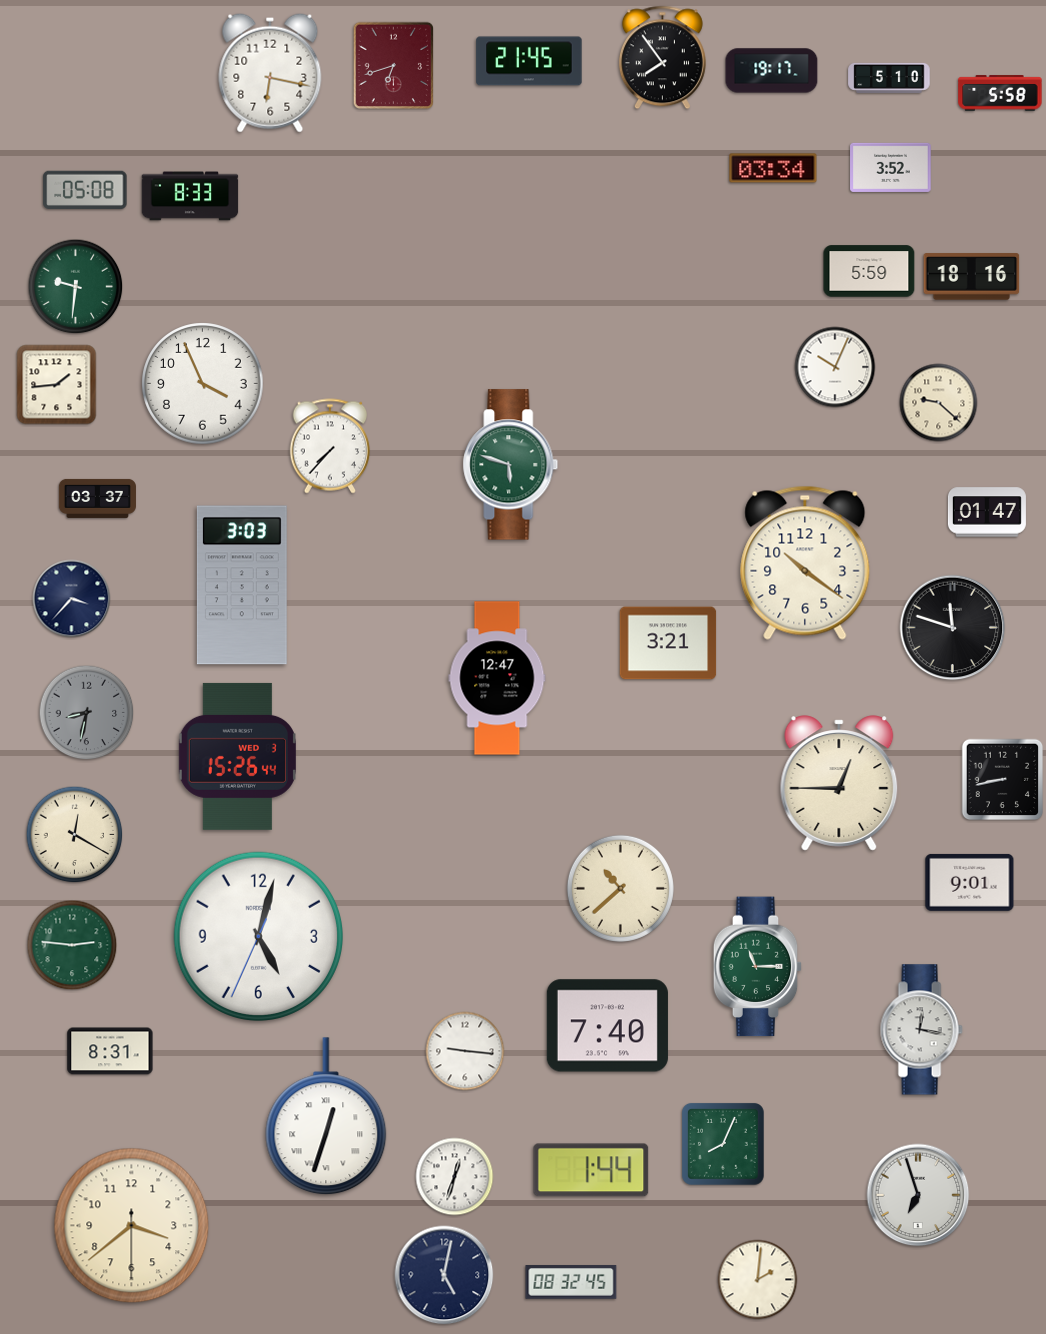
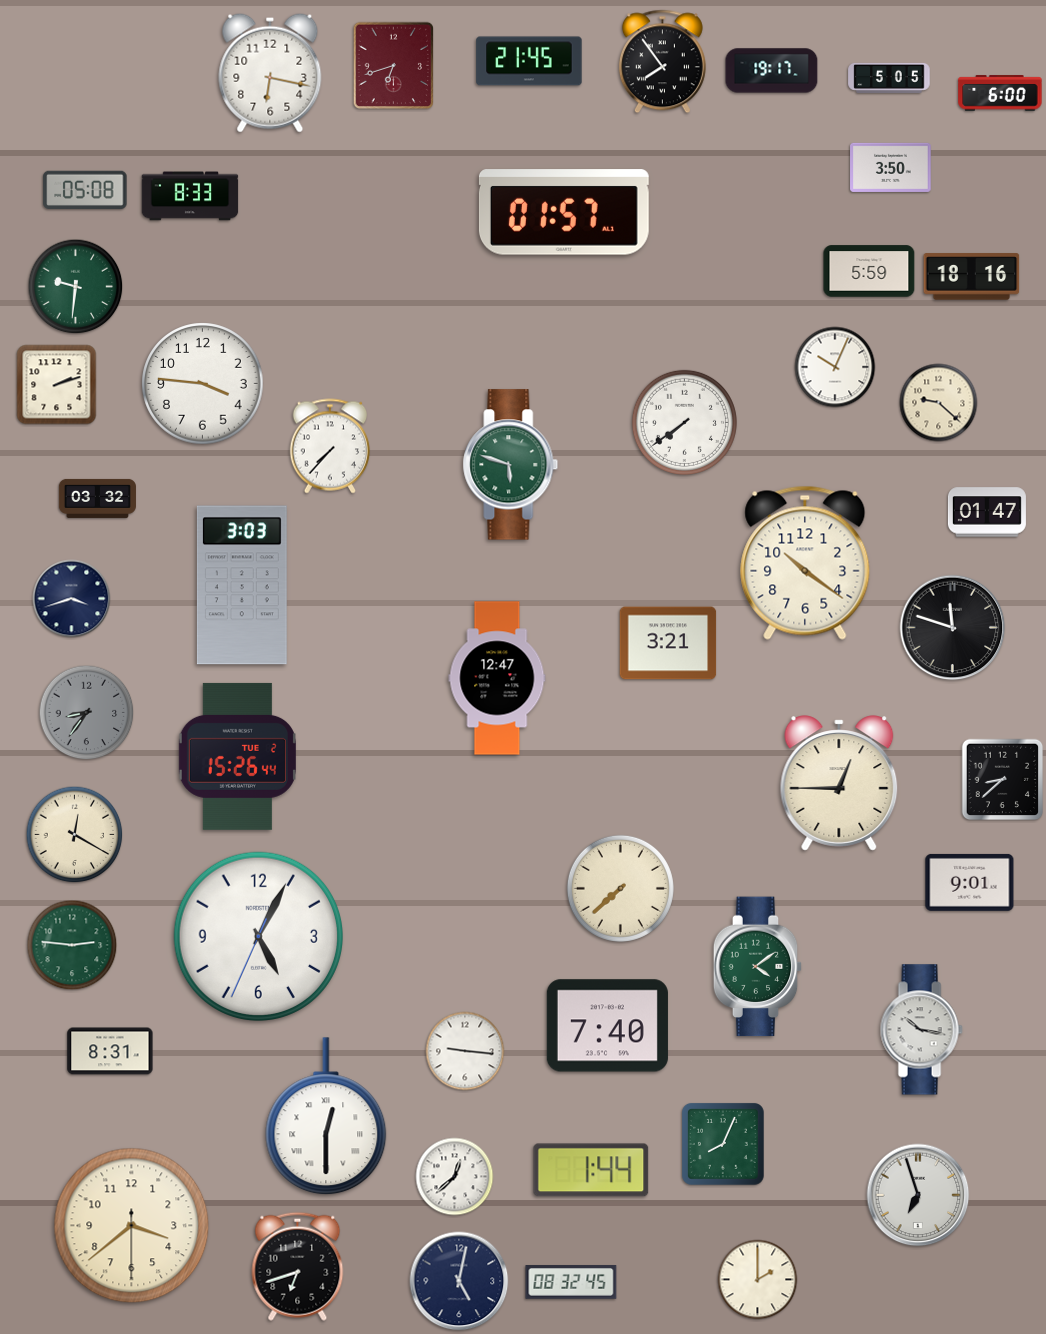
clock at (662, 58) position: (662, 58) -> (662, 62)
clock at (889, 78): 5:10 -> 5:05
clock at (1000, 93): 5:58 -> 6:00
clock at (891, 167): 3:52 -> 3:50
clock at (773, 168): 03:34 -> none
clock at (564, 212): none -> 01:57
clock at (203, 384): 3:56 -> 3:46
clock at (57, 385): 1:44 -> 2:12
clock at (684, 422): none -> 7:39
clock at (97, 498): 03:37 -> 03:32
clock at (72, 599): 3:37 -> 3:42
clock at (87, 713): 8:32 -> 8:36
clock at (237, 756) date: WED 3 -> TUE 2
clock at (1003, 780): 8:43 -> 8:38
clock at (620, 888): 10:38 -> 7:38
clock at (258, 936): 5:02 -> 5:04
clock at (758, 967): 11:15 -> 4:09
clock at (921, 1030): 12:17 -> 10:17
clock at (326, 1117): 12:33 -> 12:30
clock at (455, 1177): 12:33 -> 12:38
clock at (298, 1266): none -> 6:42
clock at (444, 1275) position: (444, 1275) -> (459, 1281)
clock at (758, 1280): 2:01 -> 2:00
